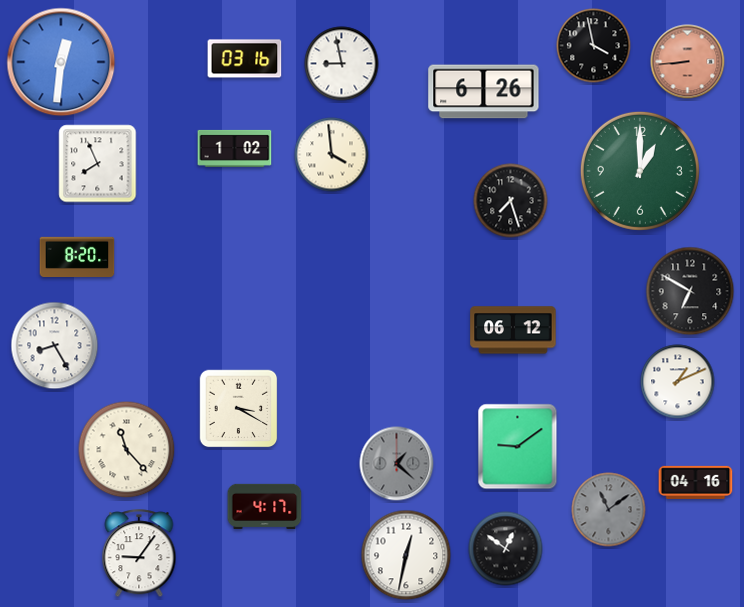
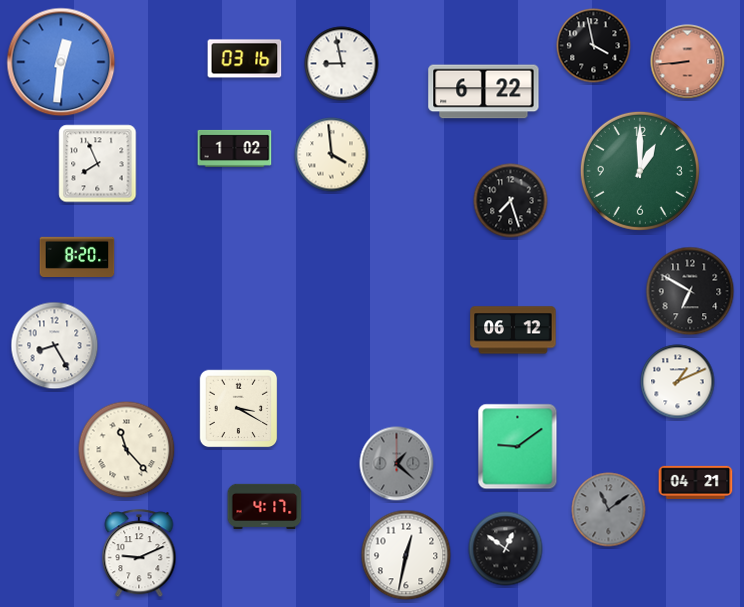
clock at (484, 92): 6:26 -> 6:22
clock at (696, 482): 04:16 -> 04:21
clock at (139, 554): 9:06 -> 9:11
